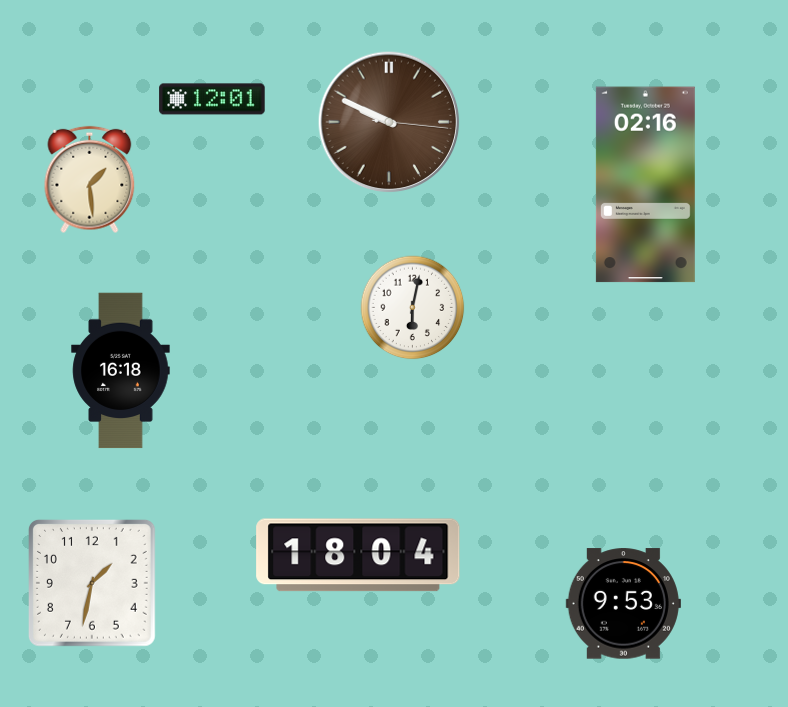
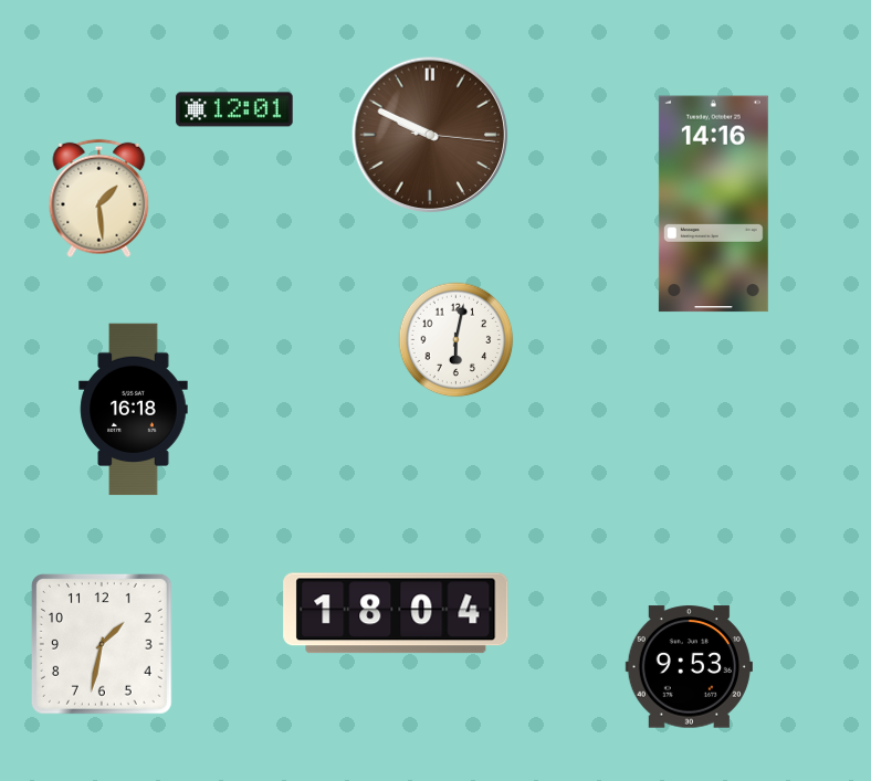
clock at (645, 185): 02:16 -> 14:16
